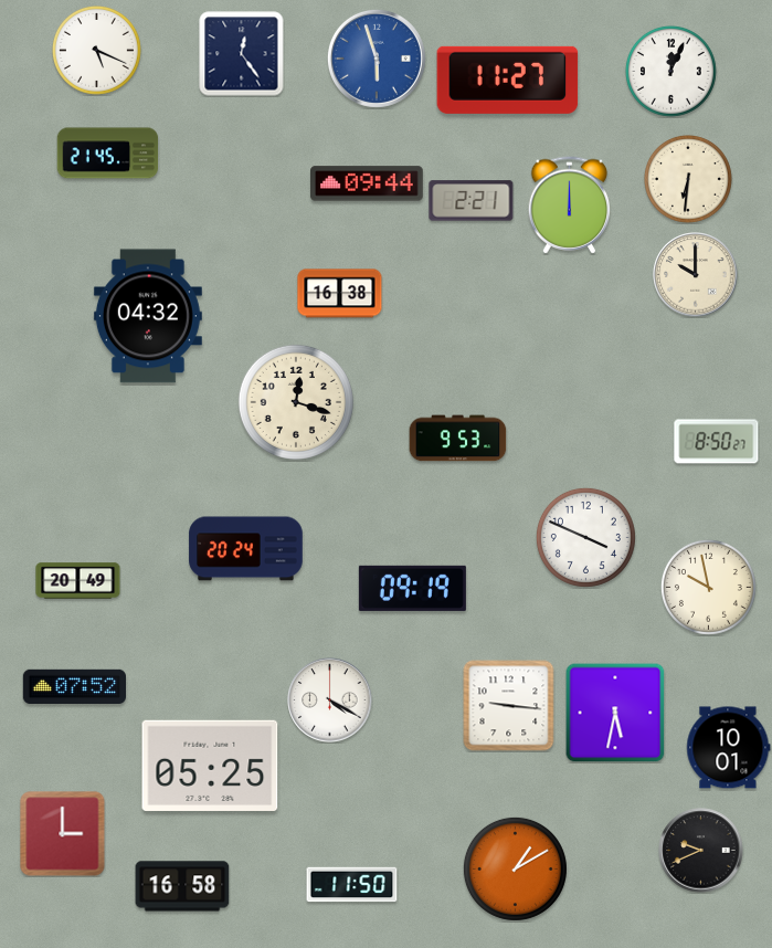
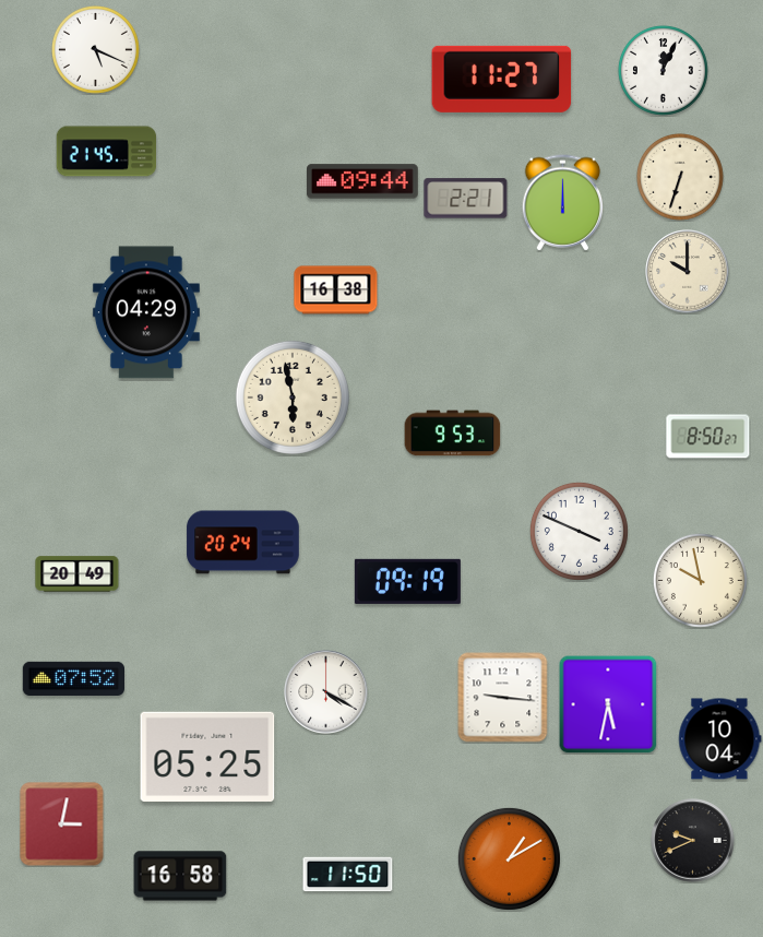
clock at (242, 54): 12:24 -> none
clock at (377, 59): 5:57 -> none
clock at (689, 180): 6:31 -> 6:33
clock at (148, 316): 04:32 -> 04:29
clock at (296, 402): 12:18 -> 5:58
clock at (729, 748): 10:01 -> 10:04
clock at (63, 834): 3:00 -> 3:02
